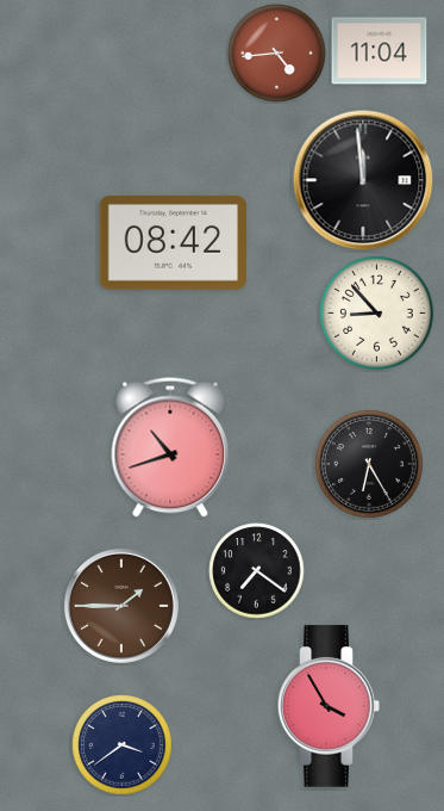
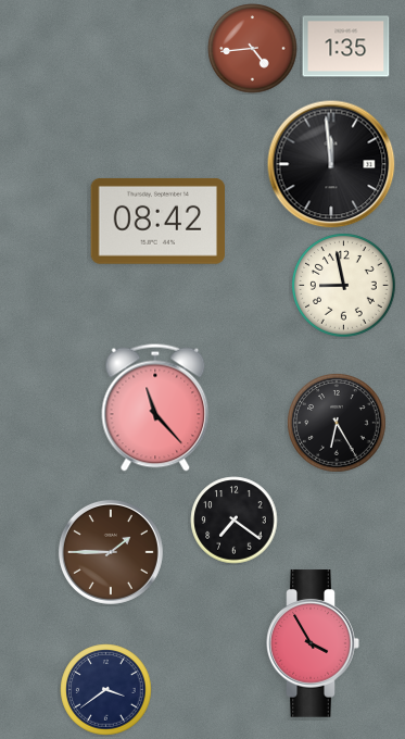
clock at (380, 51): 11:04 -> 1:35
clock at (377, 314): 8:53 -> 8:58
clock at (170, 447): 10:42 -> 11:23
clock at (329, 706) position: (329, 706) -> (313, 643)
clock at (123, 745) position: (123, 745) -> (106, 690)
